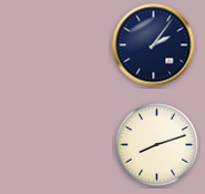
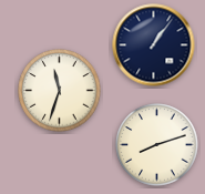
clock at (154, 45): 2:06 -> 1:06
clock at (60, 91): none -> 11:33
